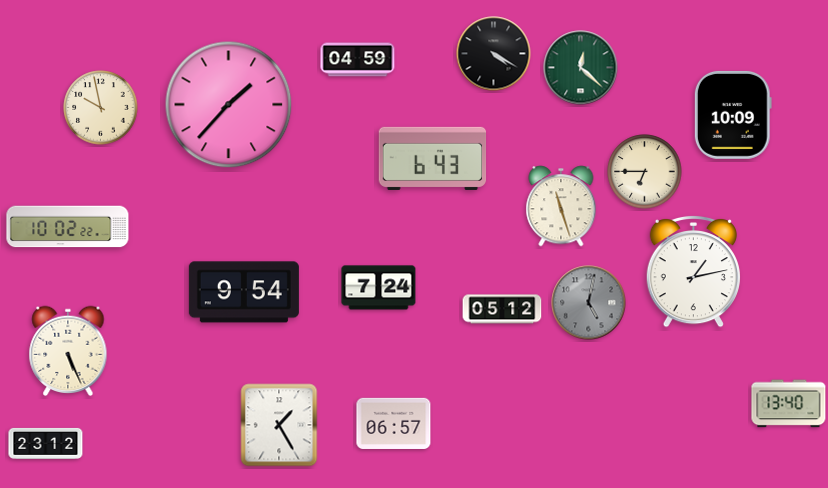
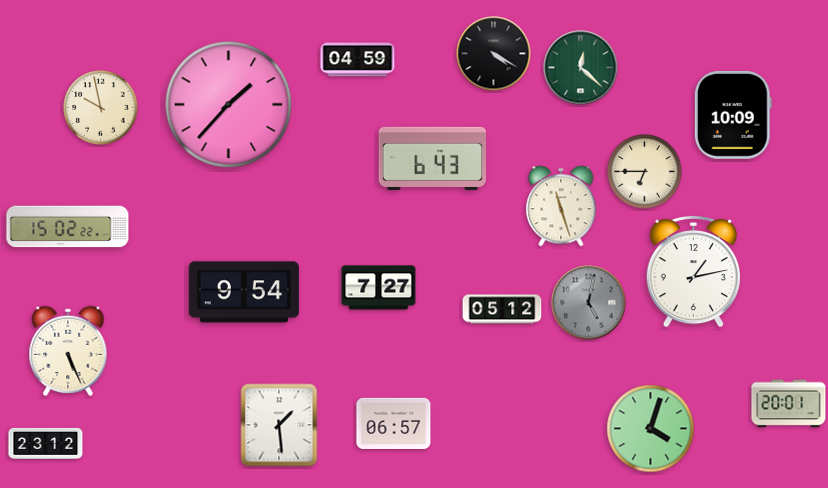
clock at (68, 227): 10:02 -> 15:02
clock at (379, 288): 7:24 -> 7:27
clock at (789, 404): 13:40 -> 20:01
clock at (279, 425): 1:25 -> 1:29
clock at (651, 429): none -> 4:03
